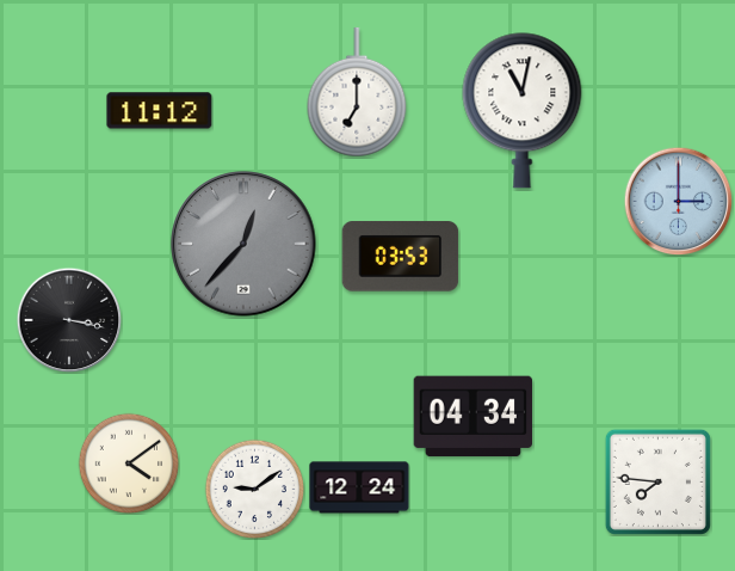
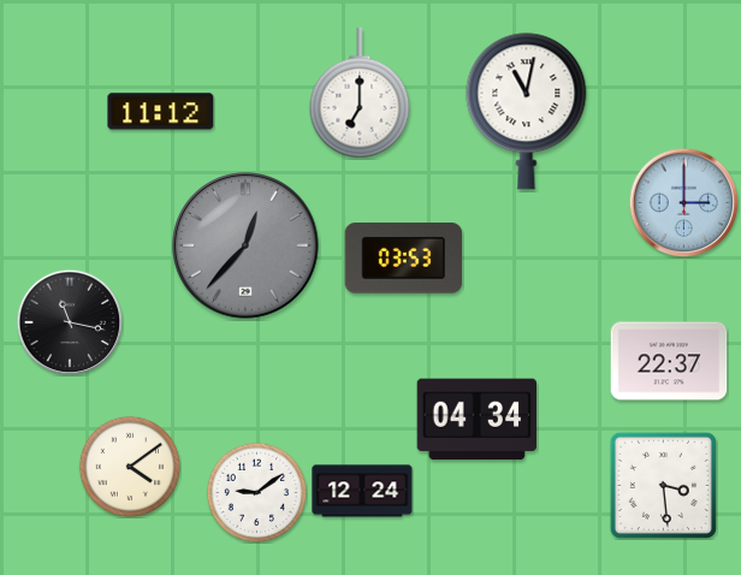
clock at (69, 320): 3:17 -> 11:17
clock at (669, 361): none -> 22:37
clock at (657, 481): 7:46 -> 3:29
